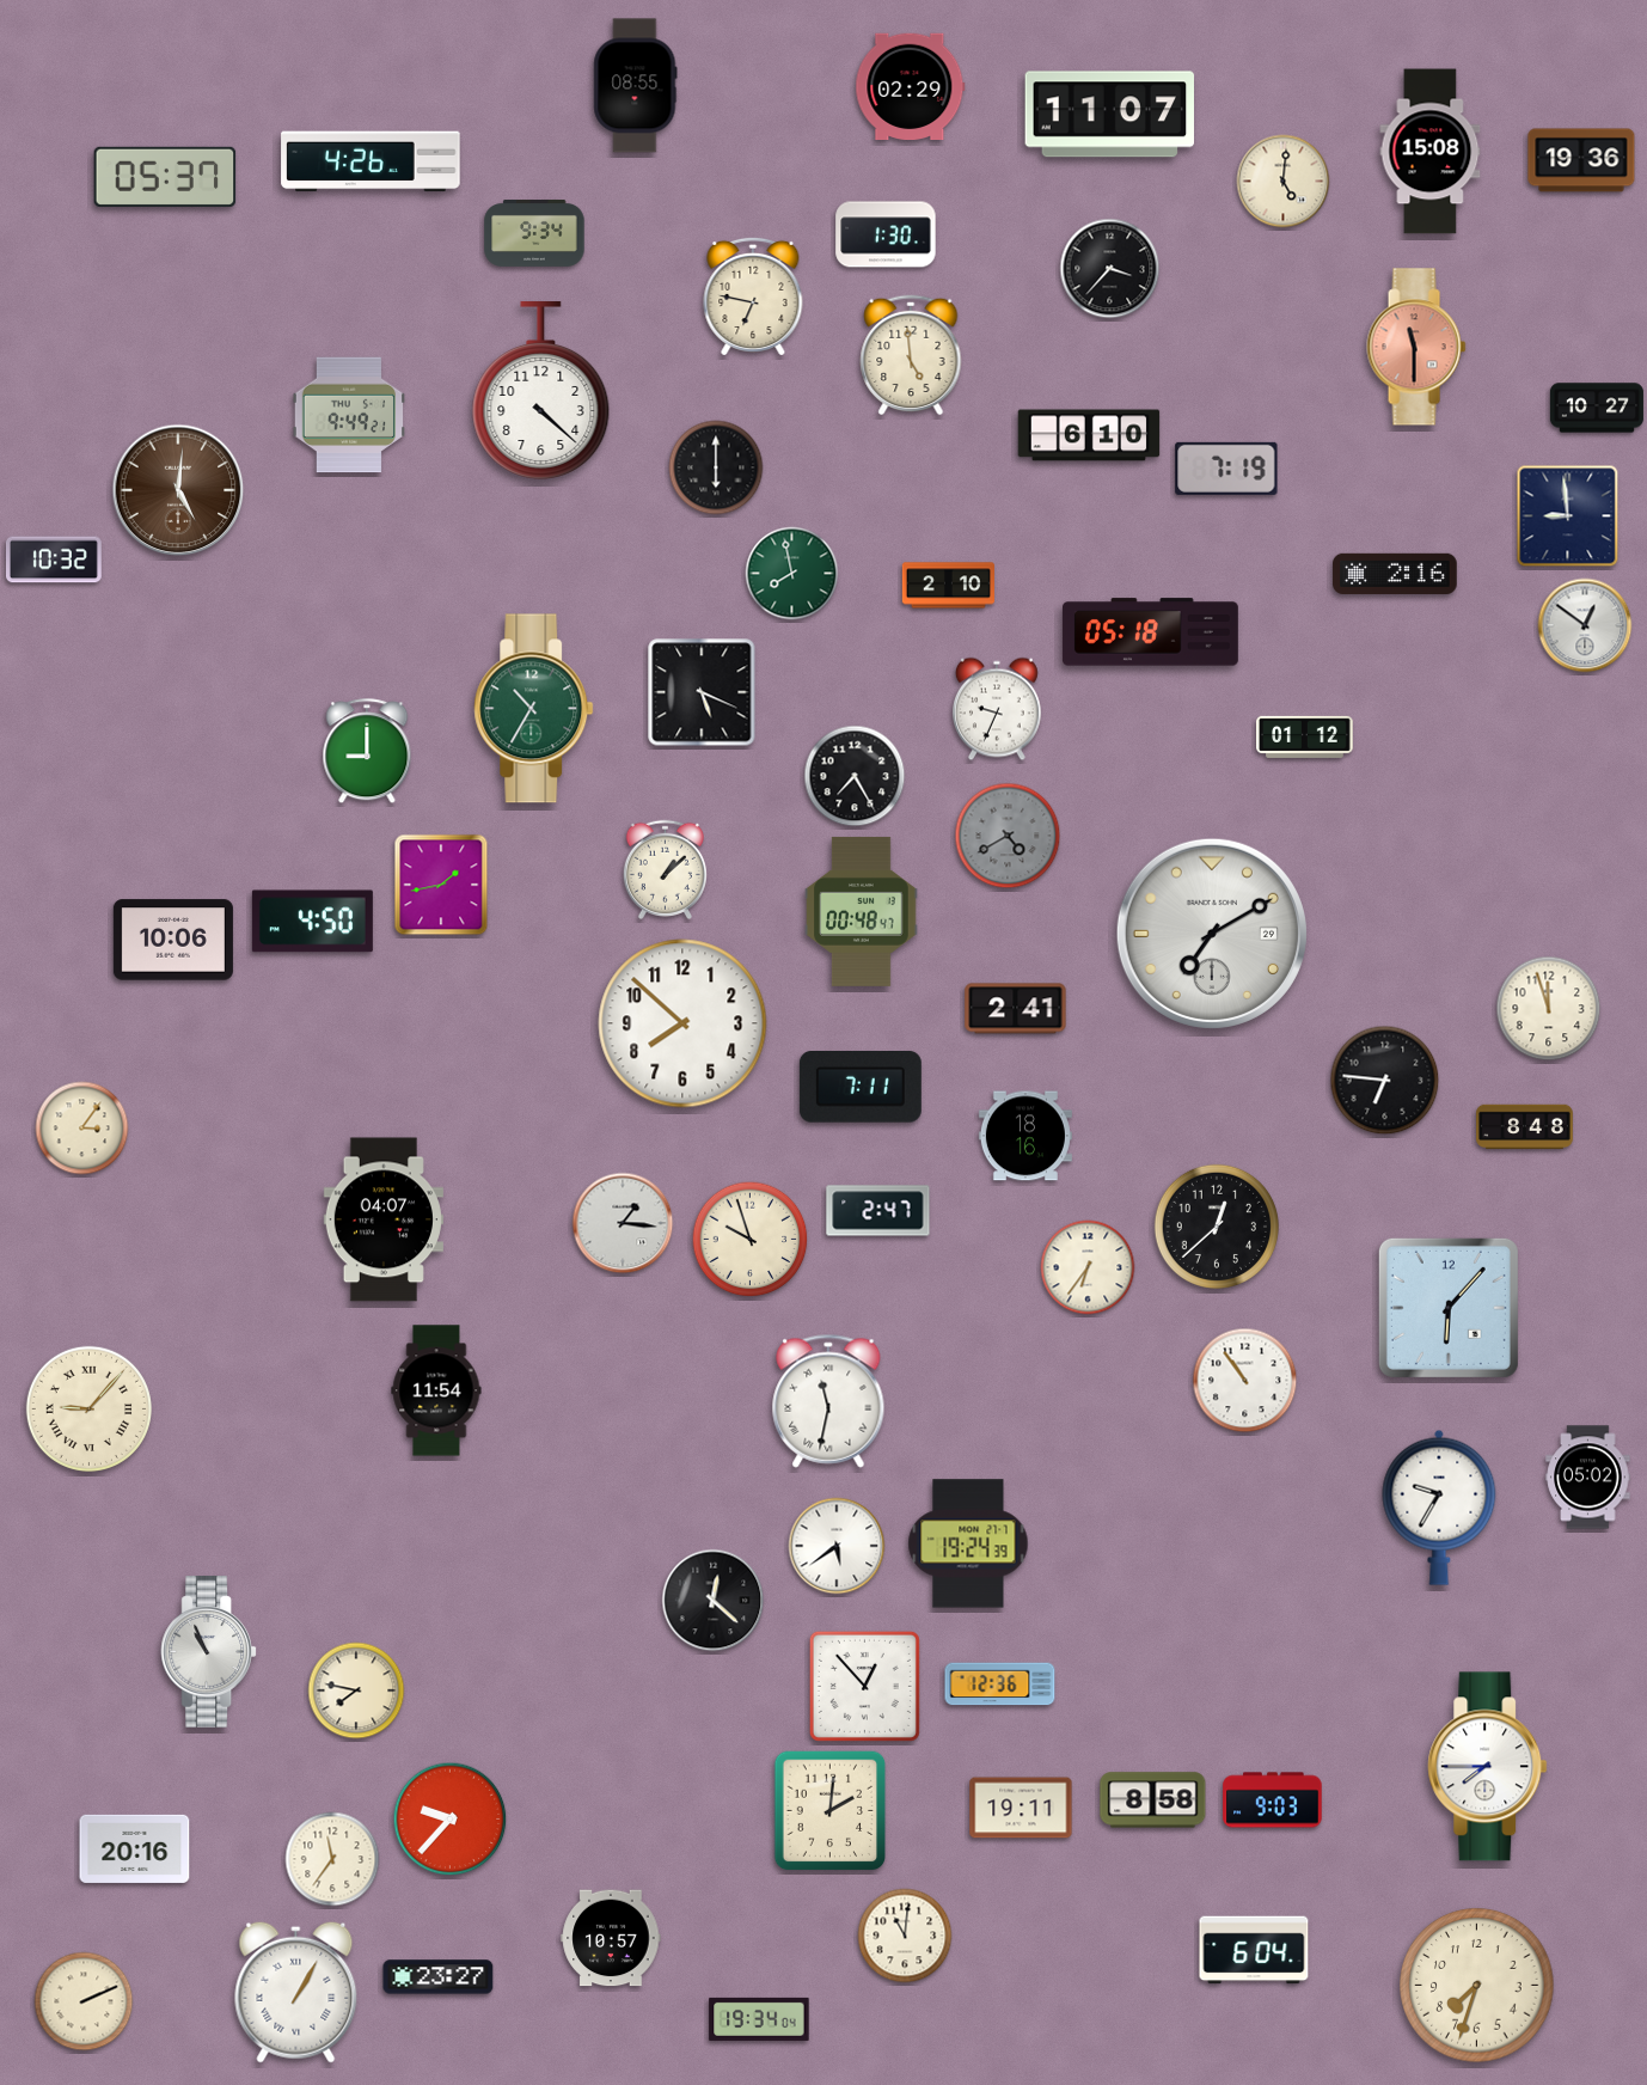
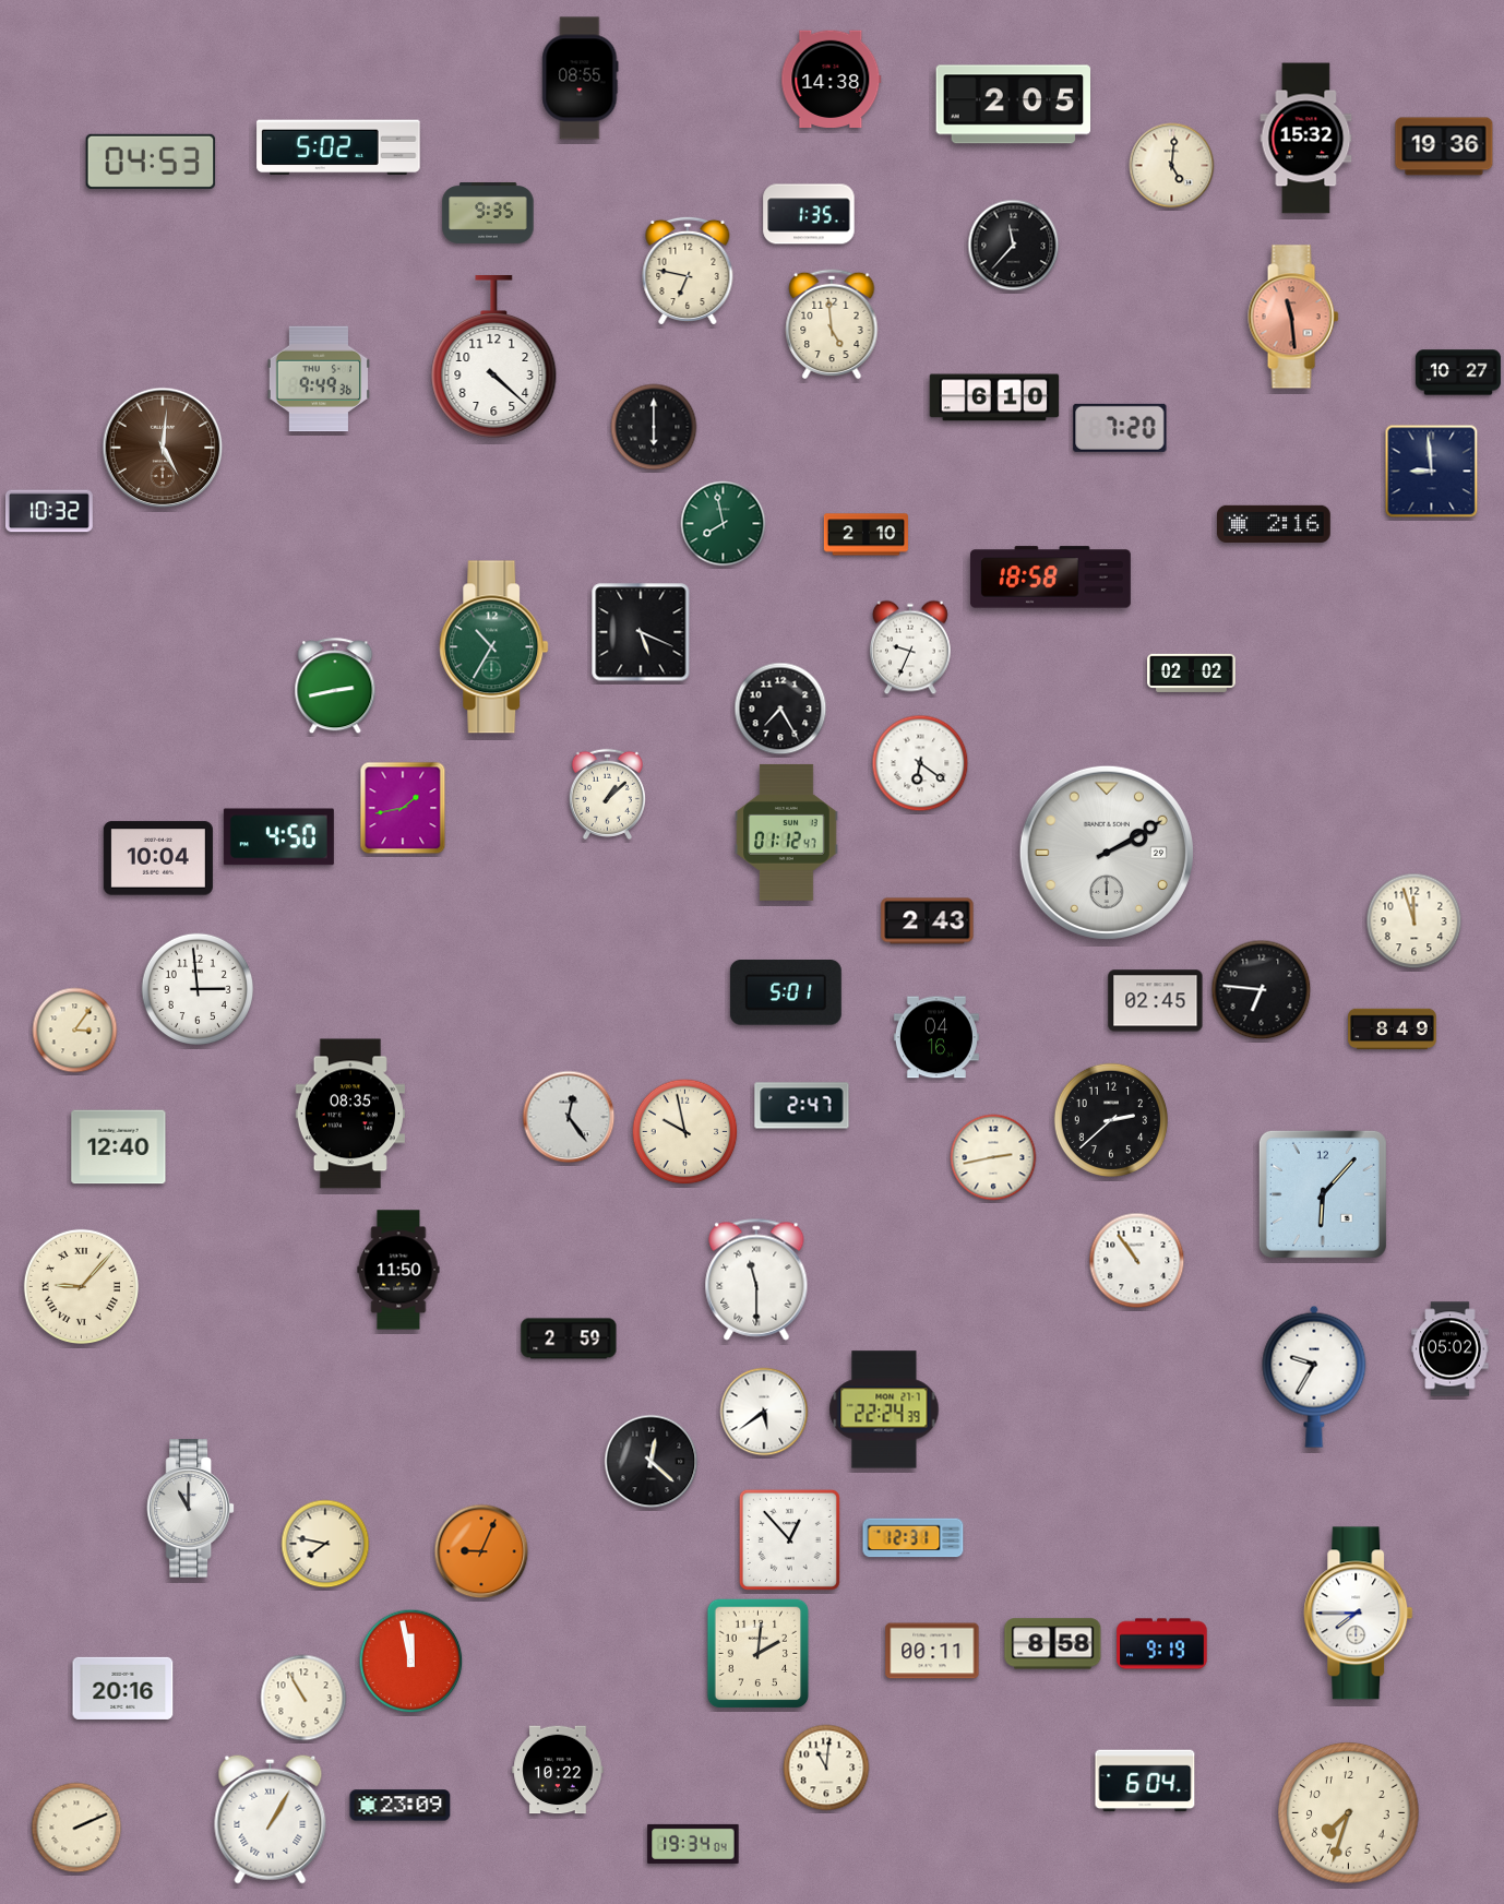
clock at (911, 87): 02:29 -> 14:38
clock at (1109, 115): 11:07 -> 2:05
clock at (1431, 152): 15:08 -> 15:32
clock at (371, 161): 4:26 -> 5:02
clock at (165, 177): 05:37 -> 04:53
clock at (534, 234): 9:34 -> 9:35
clock at (886, 234): 1:30 -> 1:35
clock at (1110, 269): 3:37 -> 11:37
clock at (1416, 347): 11:30 -> 11:29
clock at (348, 415): 9:49:21 -> 9:49:36
clock at (1226, 469): 7:19 -> 7:20
clock at (1585, 625): 12:51 -> none
clock at (1150, 632): 05:18 -> 18:58
clock at (534, 709) position: (534, 709) -> (494, 647)
clock at (1305, 736): 01:12 -> 02:02
clock at (367, 752): 9:00 -> 2:43
clock at (1008, 836): 4:40 -> 6:21
clock at (1008, 836) dial: grey -> white
clock at (862, 911): 00:48 -> 01:12
clock at (312, 922) position: (312, 922) -> (278, 837)
clock at (1212, 934): 7:10 -> 2:10
clock at (173, 940): 10:06 -> 10:04
clock at (1016, 1009): 2:41 -> 2:43
clock at (682, 1023): 7:52 -> none
clock at (1385, 1081) position: (1385, 1081) -> (1262, 990)
clock at (196, 988): none -> 2:59
clock at (861, 1087): 7:11 -> 5:01
clock at (1156, 1001): none -> 02:45
clock at (1525, 1127): 8:48 -> 8:49
clock at (1025, 1136): 18:16 -> 04:16
clock at (382, 1219): 04:07 -> 08:35
clock at (623, 1223): 1:16 -> 12:24
clock at (1217, 1227): 12:38 -> 2:38
clock at (751, 1240): 9:57 -> 9:58
clock at (119, 1147): none -> 12:40
clock at (1088, 1267): 6:36 -> 2:43
clock at (436, 1390): 11:54 -> 11:50
clock at (828, 1401): 11:32 -> 11:30
clock at (569, 1338): none -> 2:59
clock at (968, 1543): 19:24 -> 22:24
clock at (209, 1652): 10:56 -> 11:00
clock at (1000, 1684): 12:36 -> 12:31
clock at (481, 1551): none -> 9:04
clock at (1273, 1800): 9:03 -> 9:19
clock at (1021, 1808): 19:11 -> 00:11
clock at (451, 1820): 9:37 -> 11:58
clock at (332, 1859): 11:36 -> 10:55
clock at (611, 1938): 10:57 -> 10:22
clock at (439, 1977): 23:27 -> 23:09
